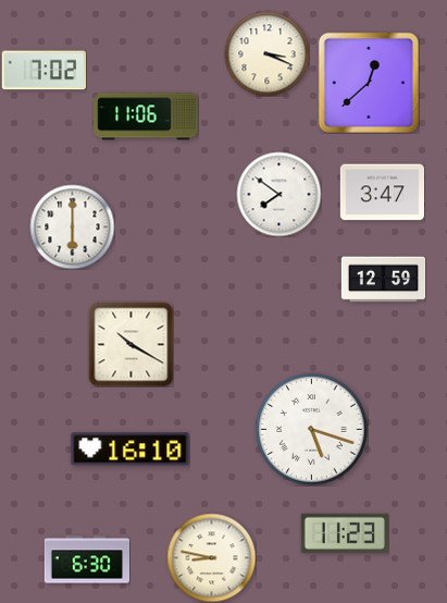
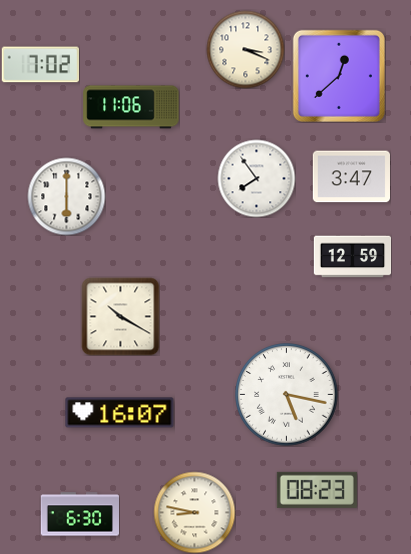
clock at (146, 116) position: (146, 116) -> (131, 107)
clock at (278, 194): 7:51 -> 7:54
clock at (72, 226) position: (72, 226) -> (66, 196)
clock at (312, 430): 5:18 -> 5:17
clock at (131, 450): 16:10 -> 16:07
clock at (345, 533): 11:23 -> 08:23
